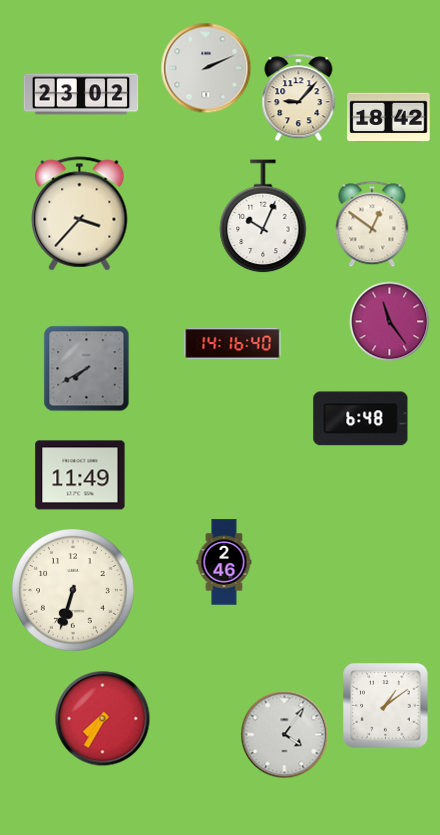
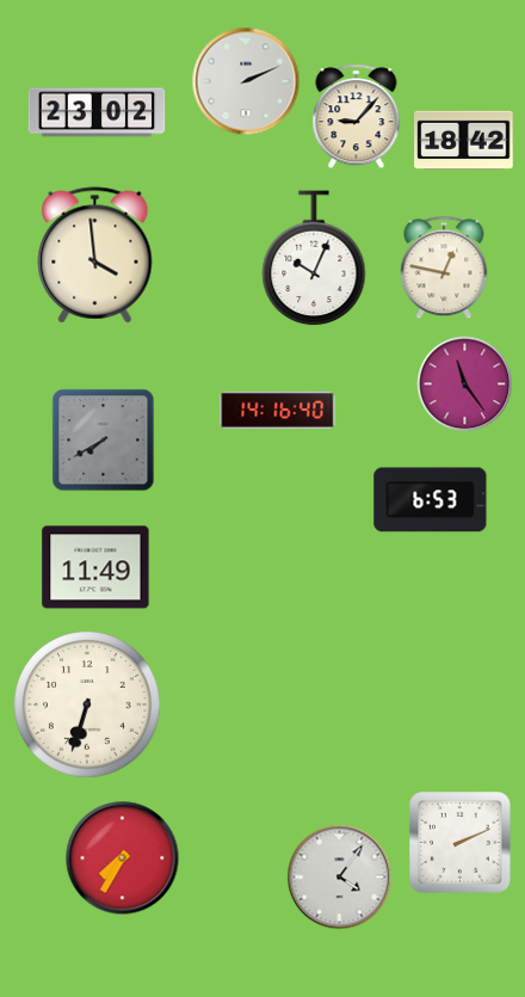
clock at (80, 214): 3:37 -> 3:59
clock at (372, 224): 12:51 -> 12:47
clock at (361, 419): 6:48 -> 6:53
clock at (224, 562): 2:46 -> none
clock at (386, 706): 1:09 -> 2:11
